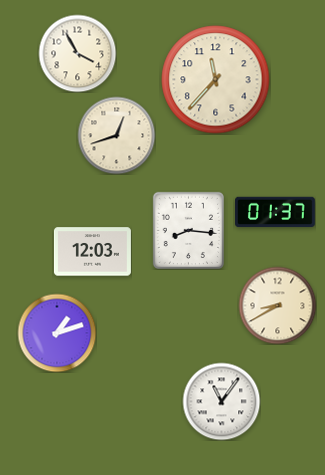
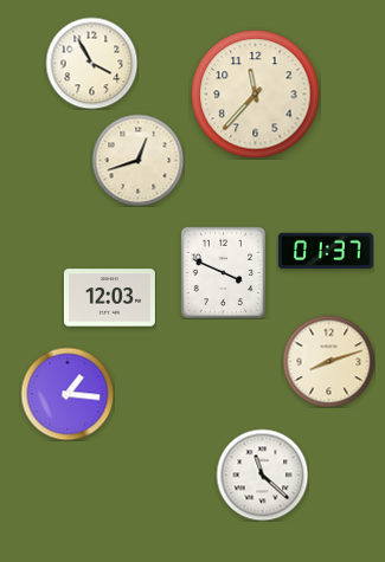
clock at (188, 230): 8:16 -> 3:49
clock at (277, 305): 8:40 -> 8:12
clock at (57, 333): 1:12 -> 1:16
clock at (221, 401): 11:06 -> 11:22
